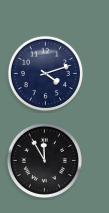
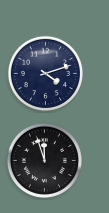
clock at (44, 160): 11:55 -> 11:57
